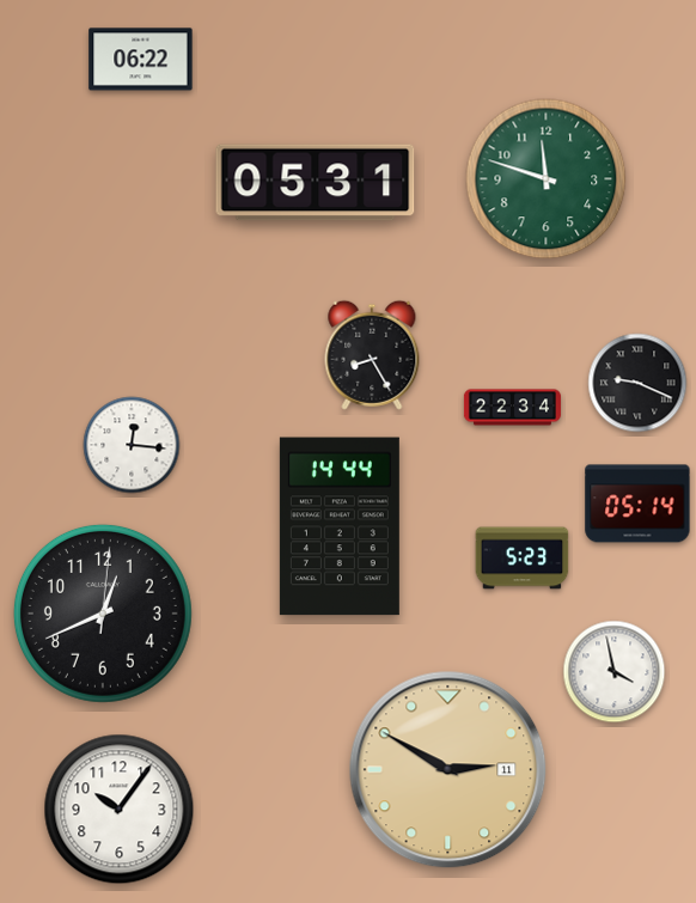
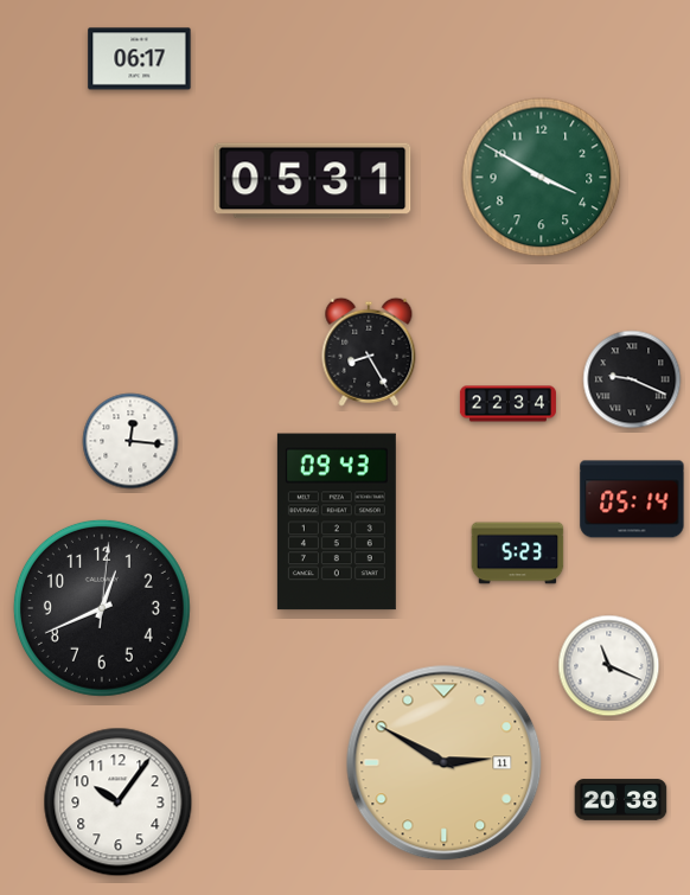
clock at (141, 60): 06:22 -> 06:17
clock at (547, 179): 11:48 -> 3:50
clock at (340, 526): 14:44 -> 09:43
clock at (615, 672): 3:58 -> 11:19
clock at (621, 800): none -> 20:38
